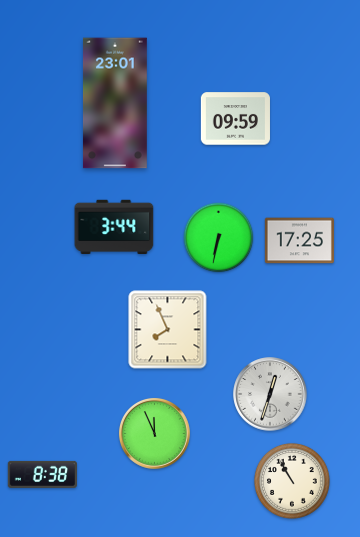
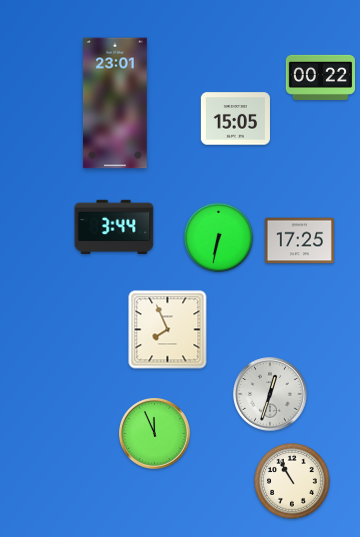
clock at (320, 77): none -> 00:22
clock at (235, 119): 09:59 -> 15:05
clock at (42, 474): 8:38 -> none
